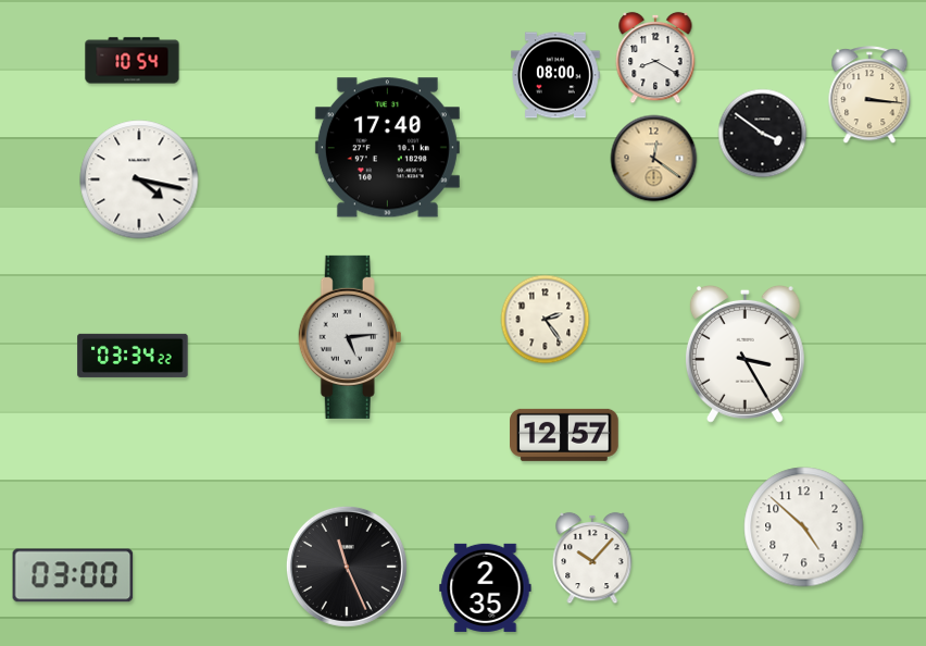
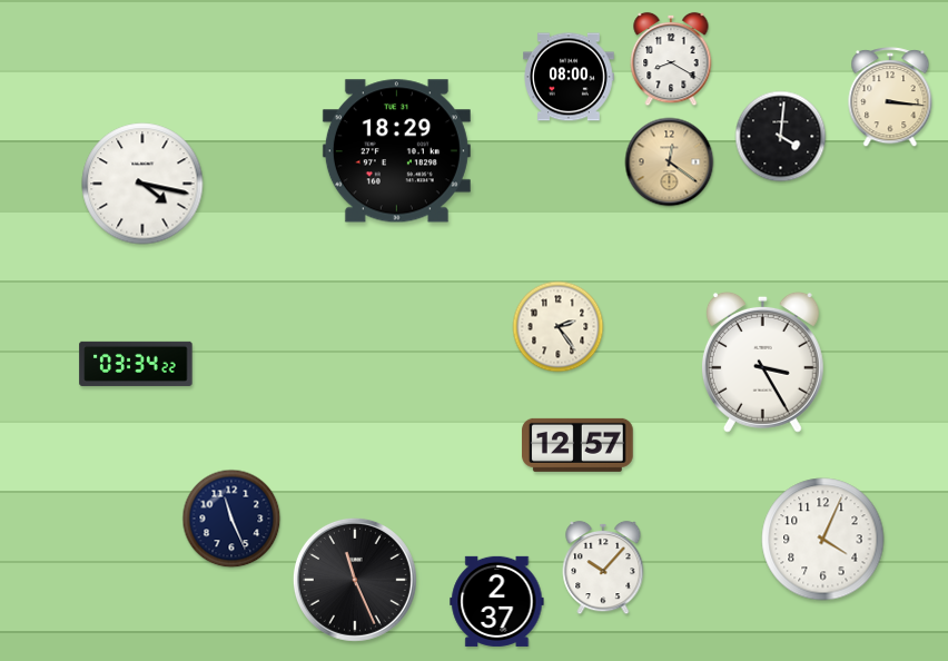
clock at (133, 61): 10:54 -> none
clock at (763, 134): 3:51 -> 4:01
clock at (387, 148): 17:40 -> 18:29
clock at (350, 337): 5:14 -> none
clock at (231, 519): none -> 11:26
clock at (804, 527): 4:52 -> 4:04
clock at (592, 558) position: (592, 558) -> (603, 568)
clock at (73, 575): 03:00 -> none
clock at (486, 587): 2:35 -> 2:37
